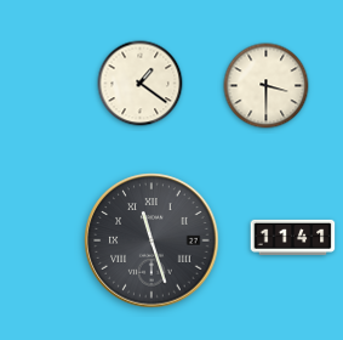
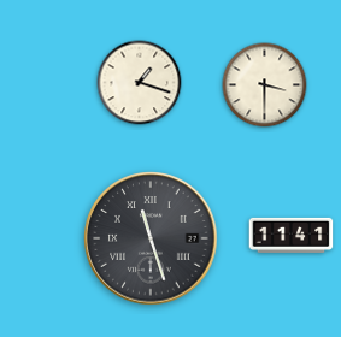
clock at (141, 84): 1:21 -> 1:18
